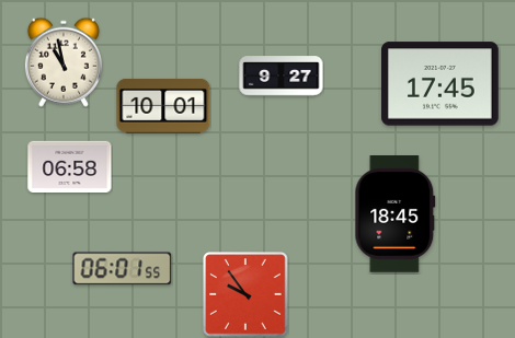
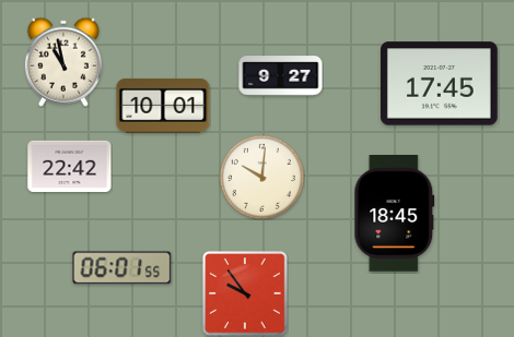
clock at (70, 166): 06:58 -> 22:42
clock at (261, 177): none -> 10:01
